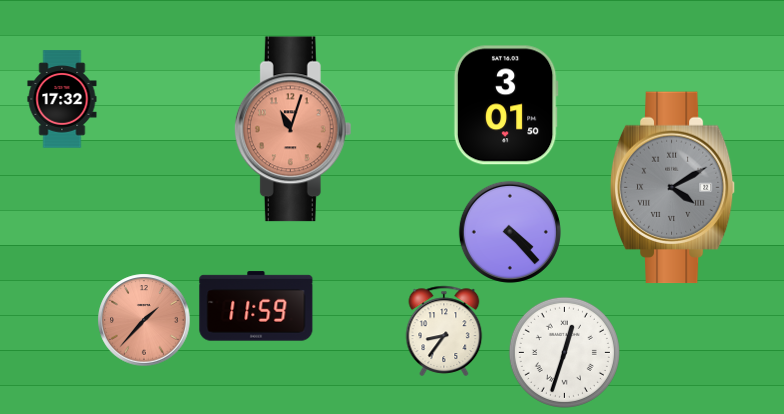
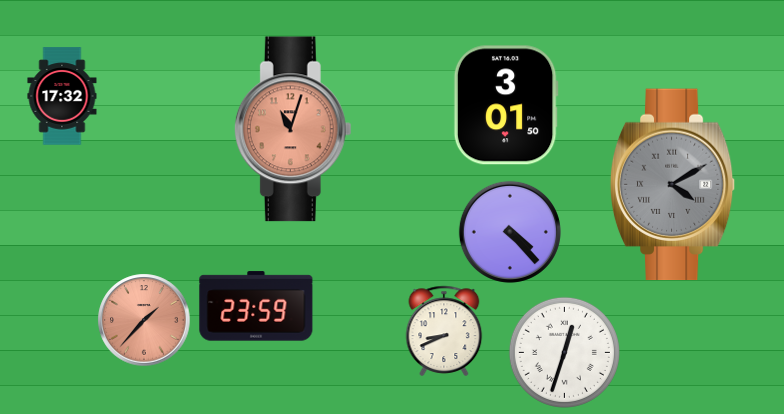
clock at (62, 99) position: (62, 99) -> (62, 96)
clock at (673, 188) position: (673, 188) -> (673, 185)
clock at (256, 306): 11:59 -> 23:59
clock at (444, 331): 8:36 -> 8:41
